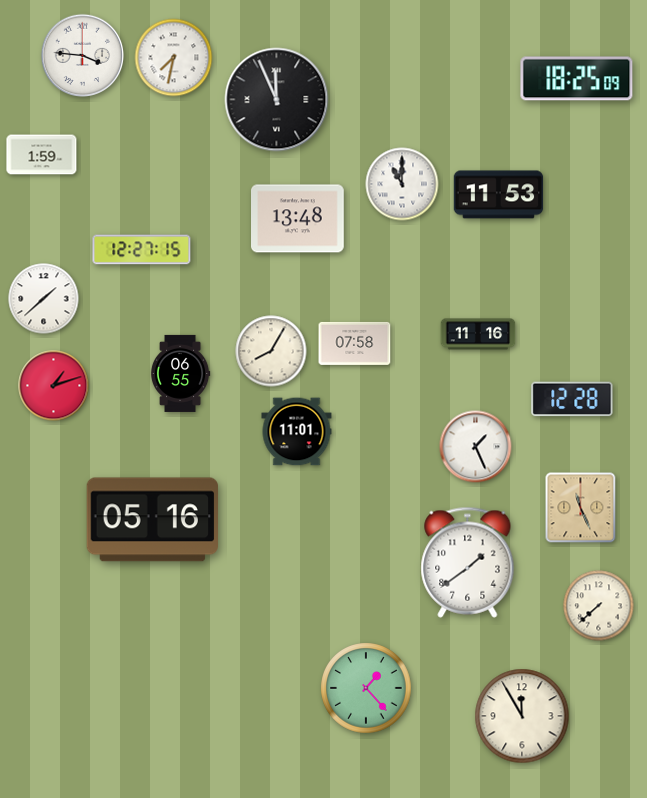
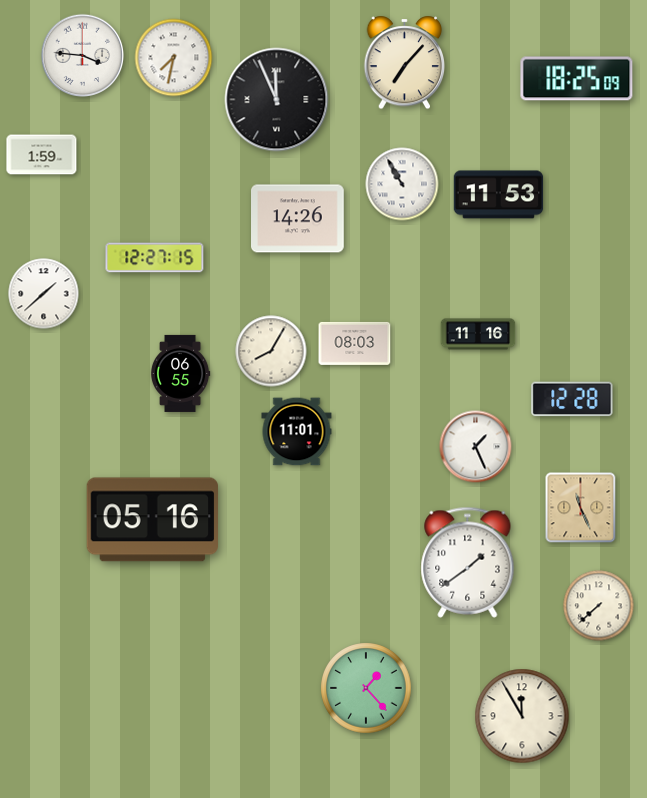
clock at (405, 63): none -> 7:07
clock at (402, 184): 11:00 -> 10:55
clock at (298, 219): 13:48 -> 14:26
clock at (142, 250) position: (142, 250) -> (155, 258)
clock at (44, 299) position: (44, 299) -> (44, 294)
clock at (355, 343): 07:58 -> 08:03
clock at (54, 386): 1:12 -> none
